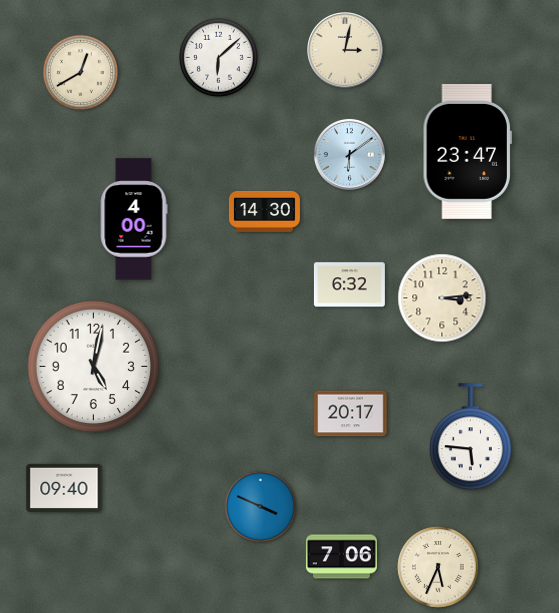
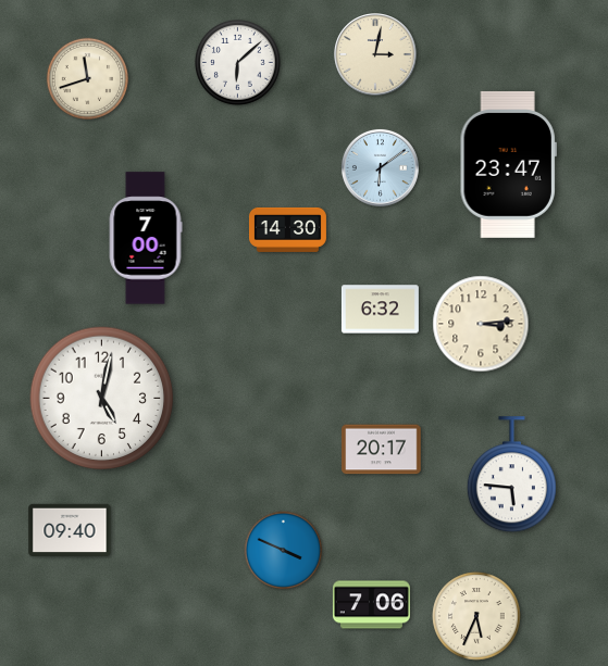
clock at (80, 72): 12:40 -> 11:42
clock at (134, 219): 4:00 -> 7:00
